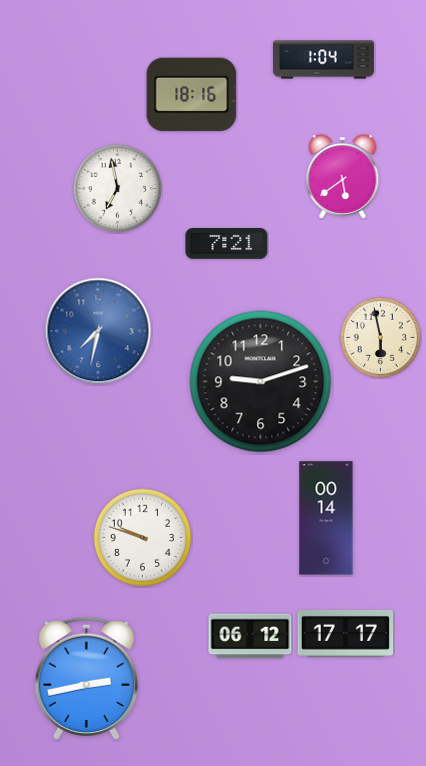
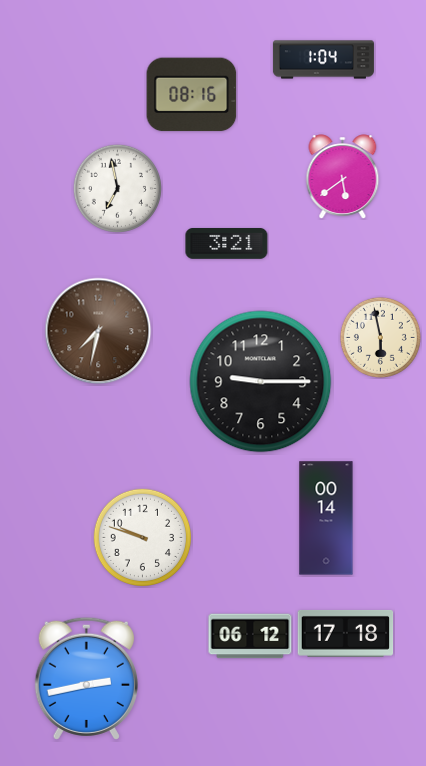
clock at (192, 95): 18:16 -> 08:16
clock at (227, 244): 7:21 -> 3:21
clock at (98, 331) dial: blue -> brown
clock at (261, 382): 9:12 -> 9:15
clock at (346, 633): 17:17 -> 17:18
